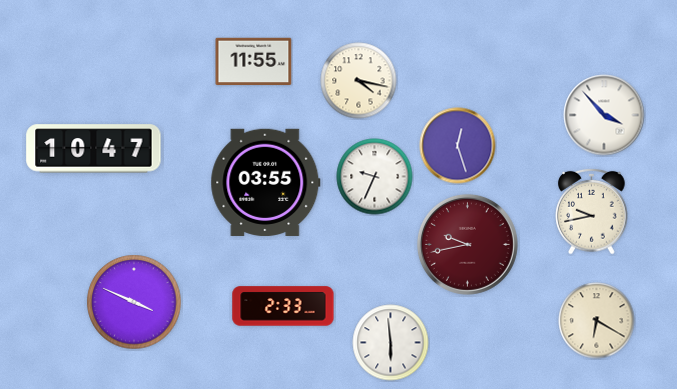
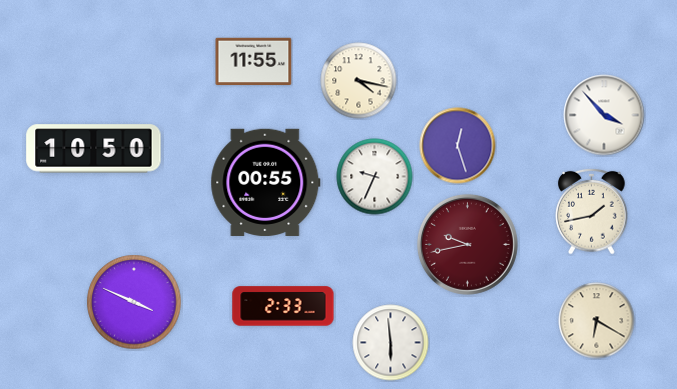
clock at (94, 149): 10:47 -> 10:50
clock at (266, 182): 03:55 -> 00:55
clock at (592, 211): 9:43 -> 1:43
